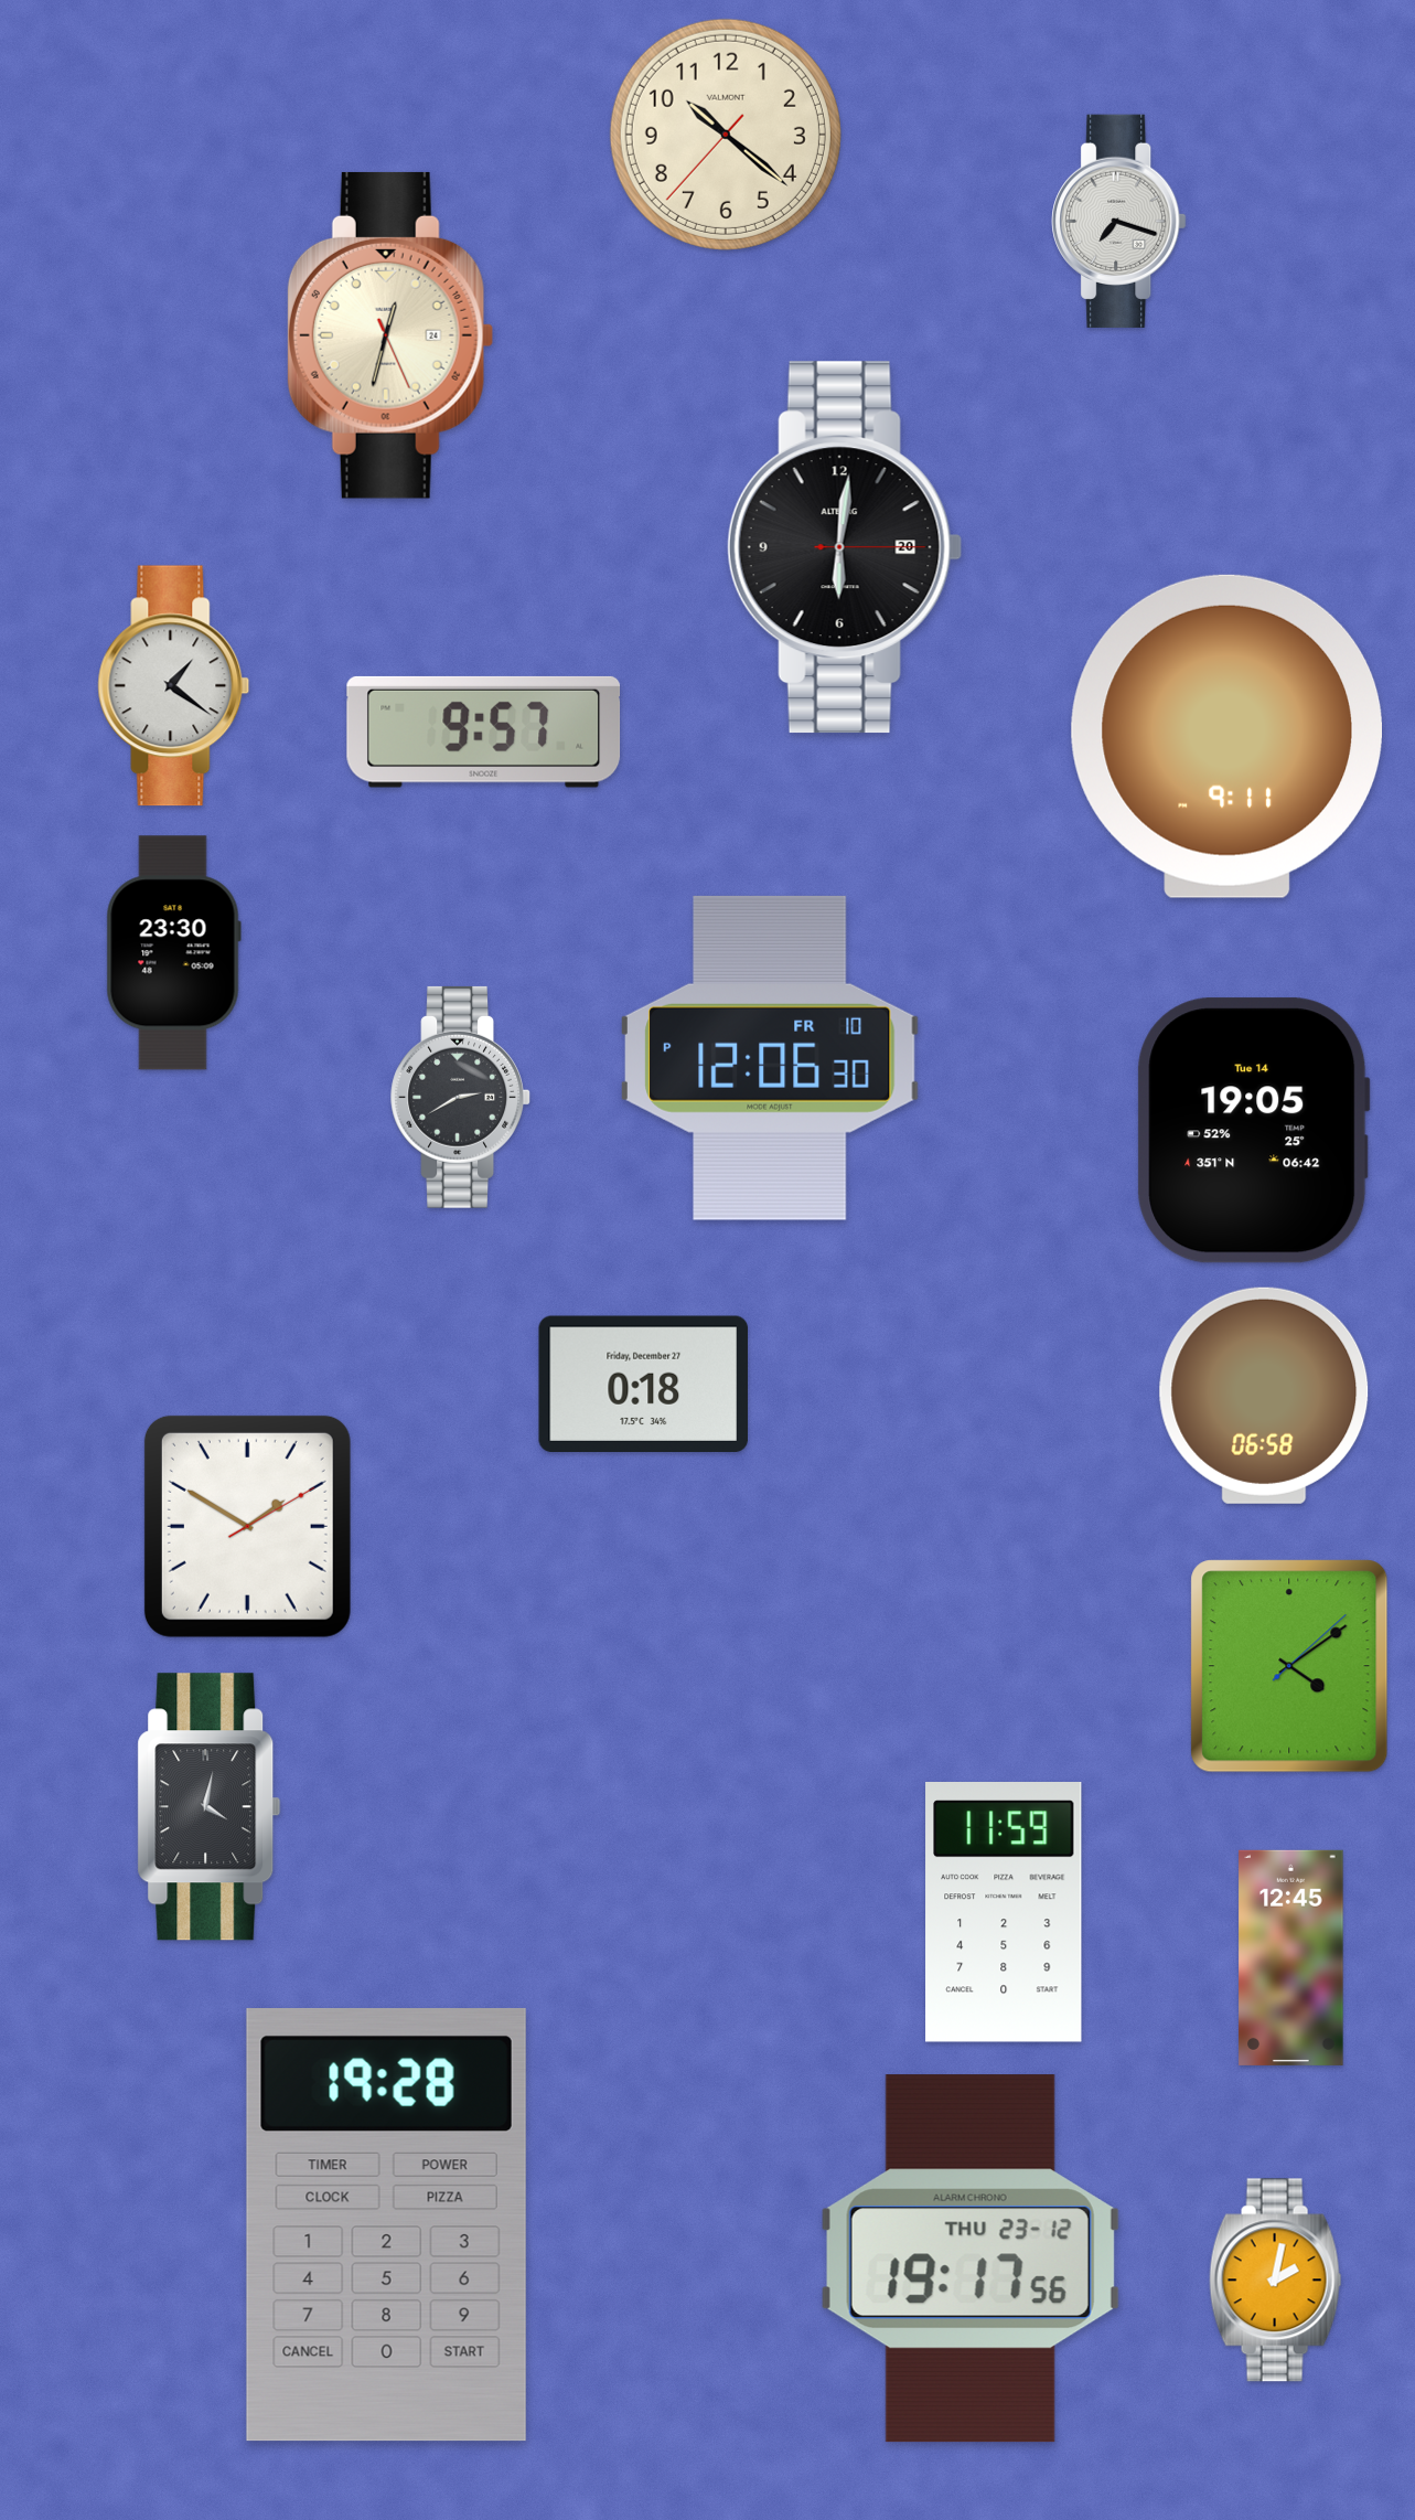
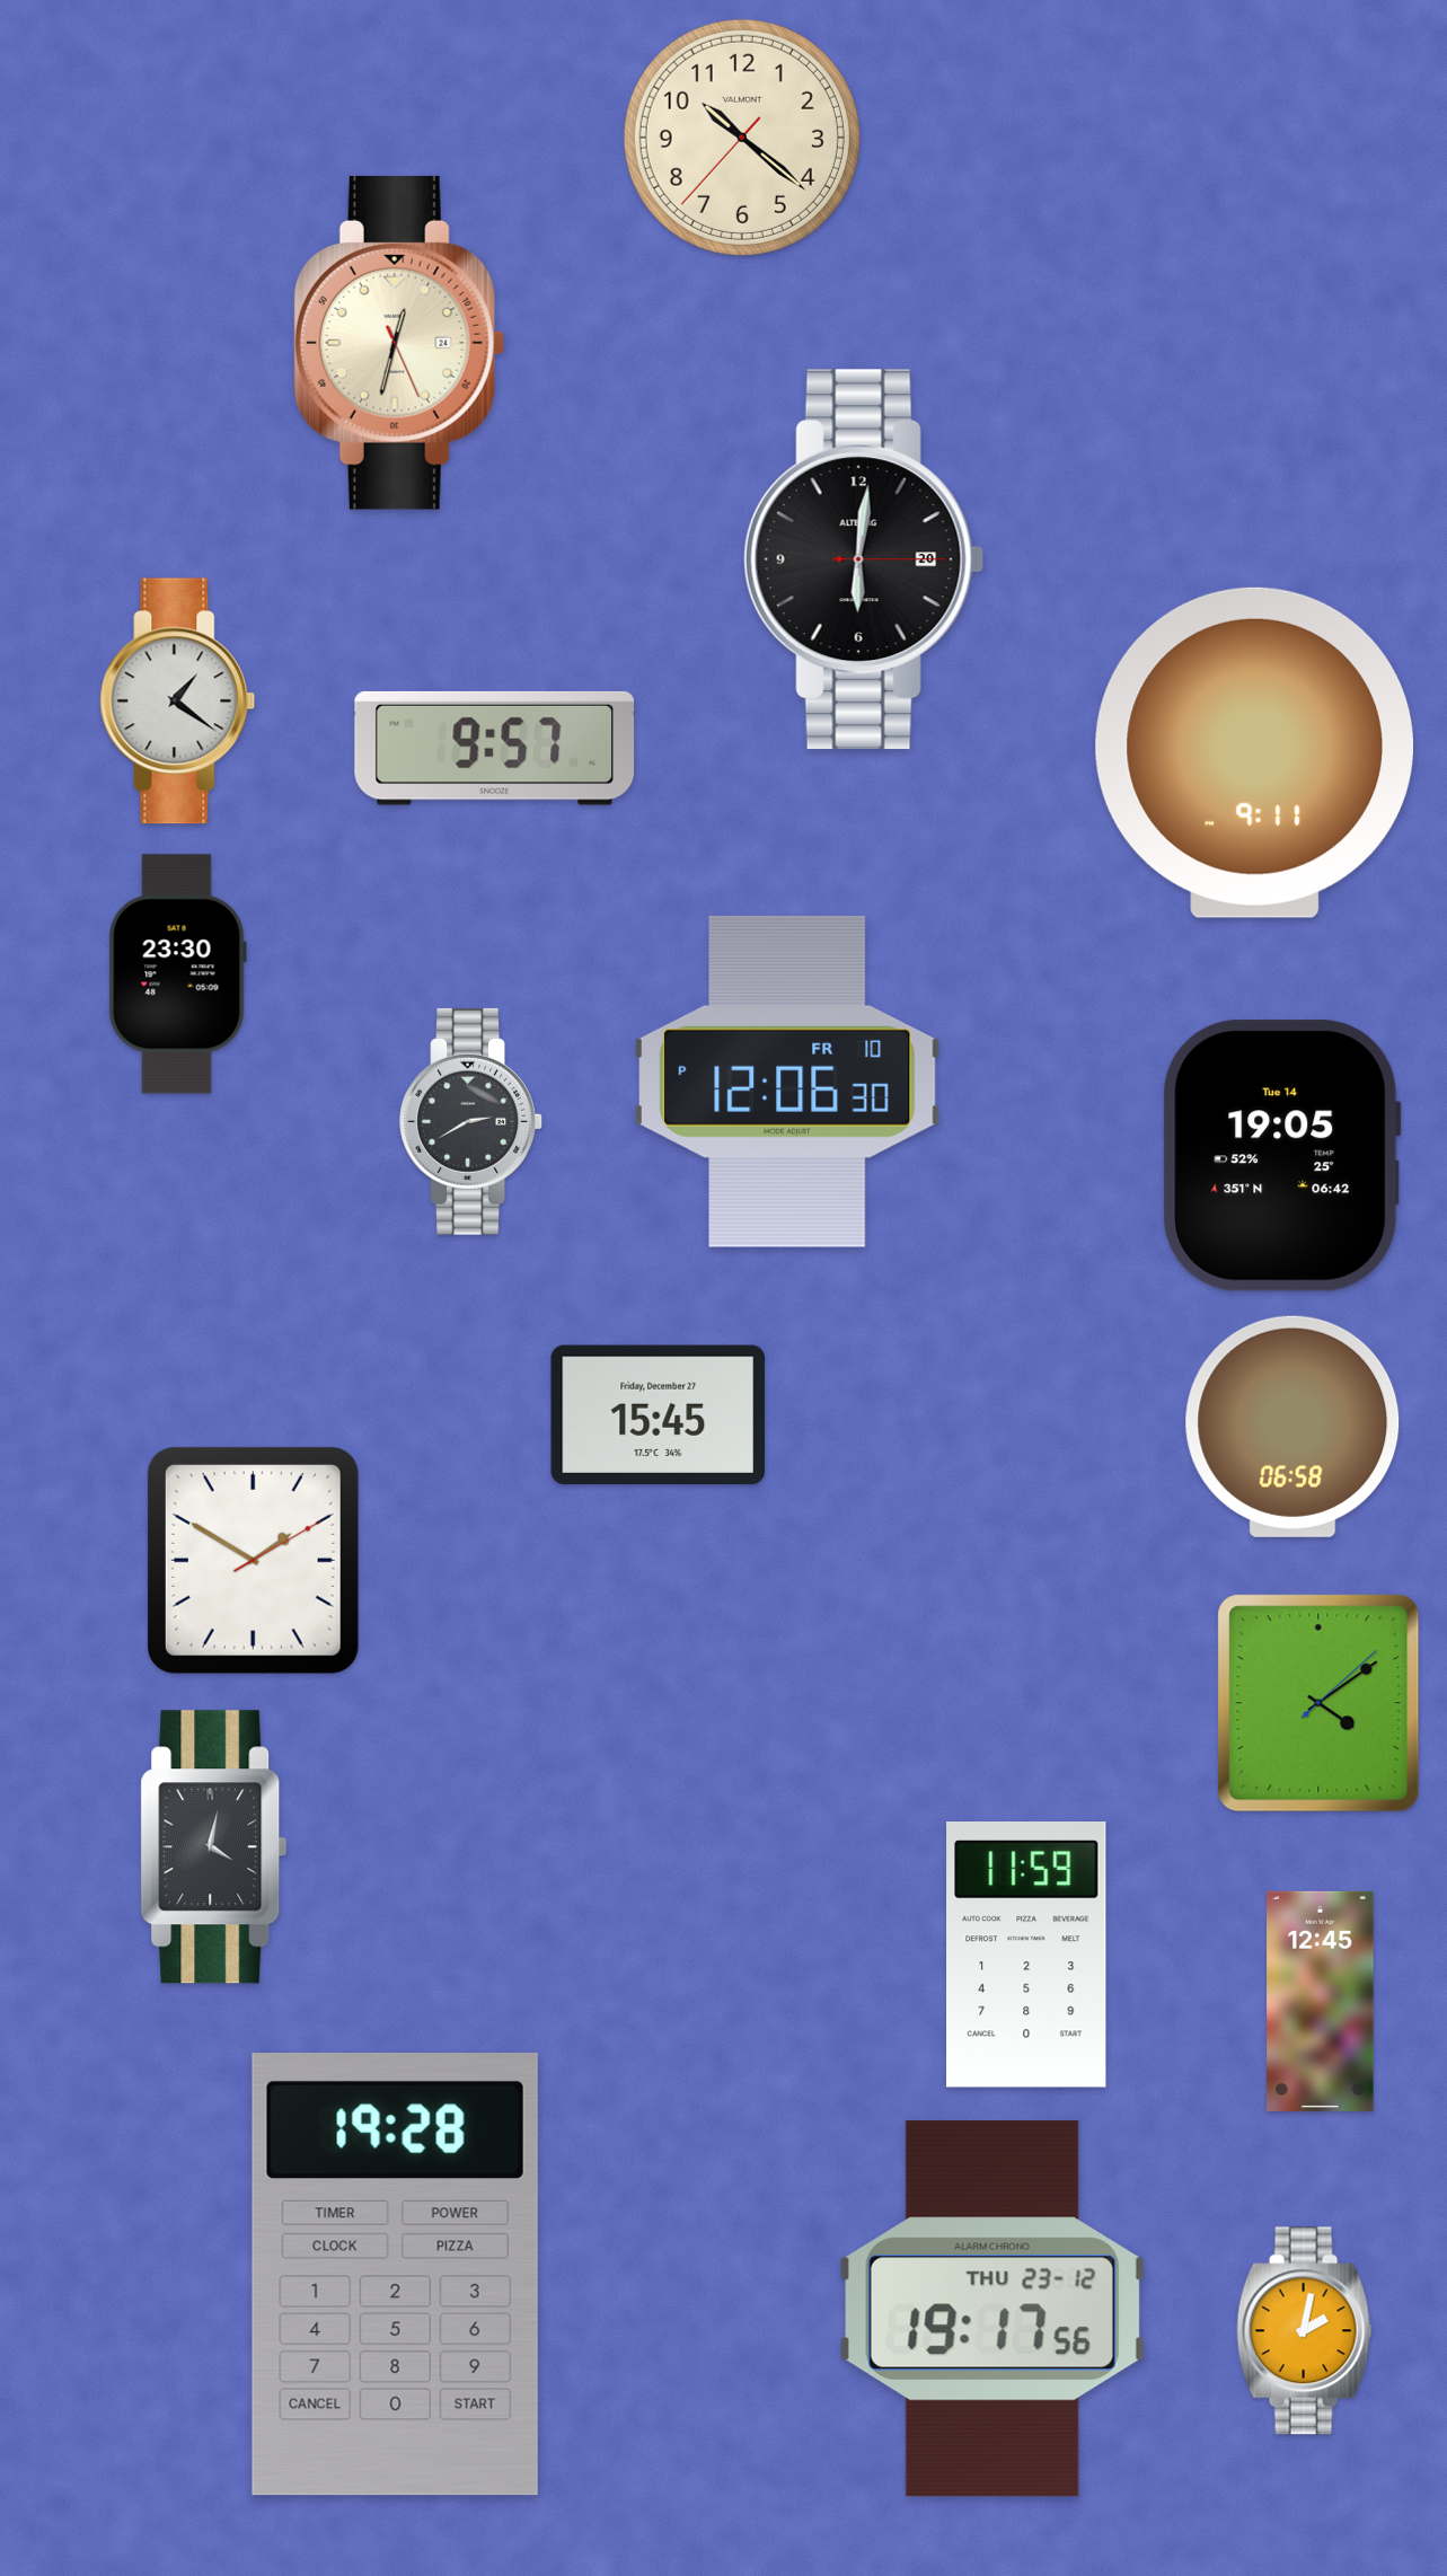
clock at (1119, 221): 7:18 -> none
clock at (643, 1384): 0:18 -> 15:45
